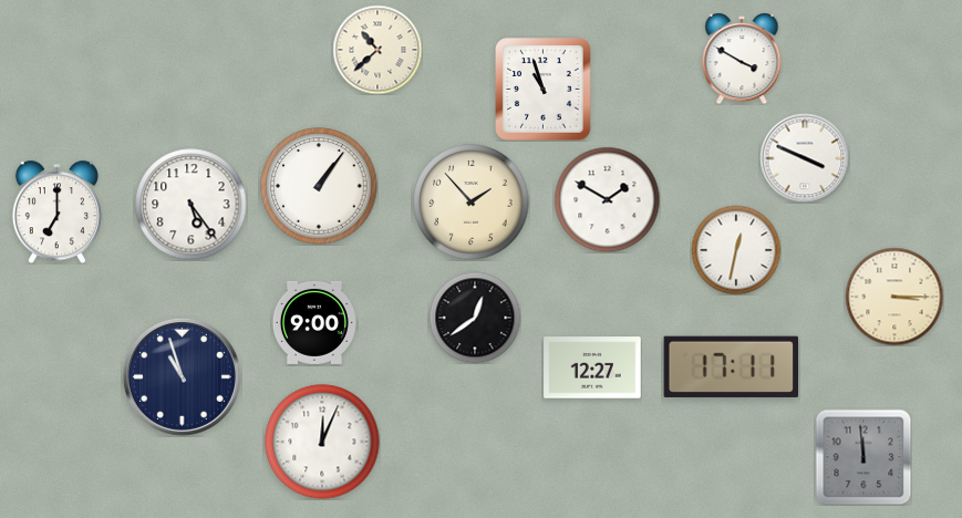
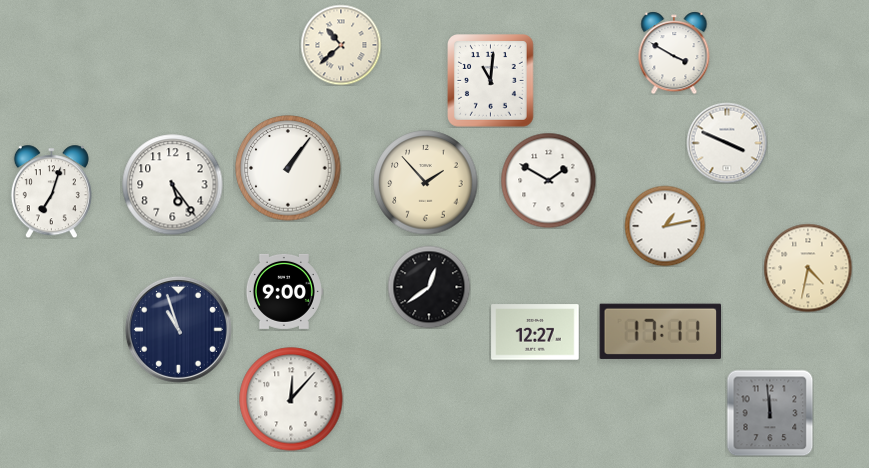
clock at (742, 59) position: (742, 59) -> (674, 53)
clock at (544, 90): 10:57 -> 11:01
clock at (56, 211): 7:00 -> 7:03
clock at (736, 250): 12:32 -> 1:13
clock at (894, 297): 3:15 -> 4:32
clock at (182, 376) position: (182, 376) -> (178, 329)
clock at (322, 442): 12:04 -> 12:07
clock at (863, 457) position: (863, 457) -> (770, 413)
